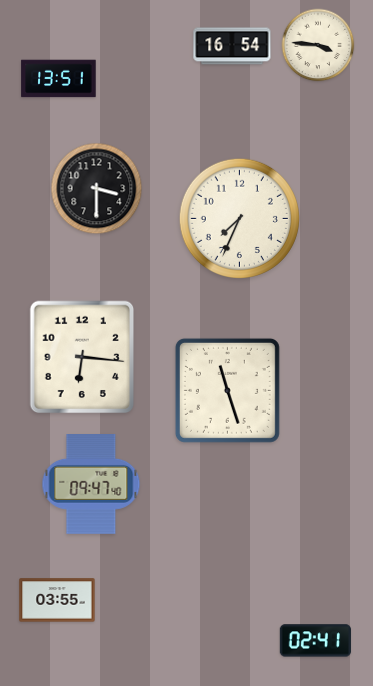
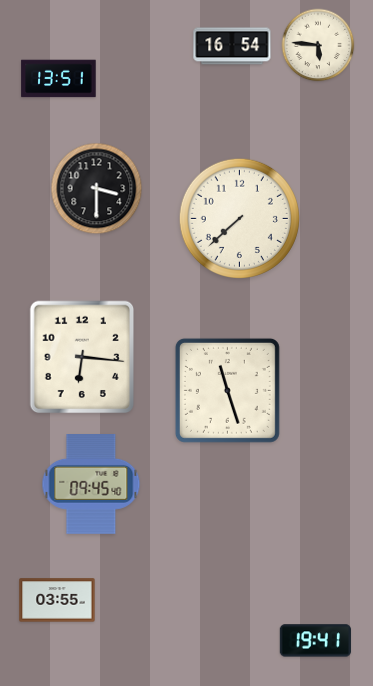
clock at (318, 45): 3:46 -> 5:46
clock at (239, 218): 7:34 -> 7:38
clock at (91, 485): 09:47 -> 09:45
clock at (315, 641): 02:41 -> 19:41
